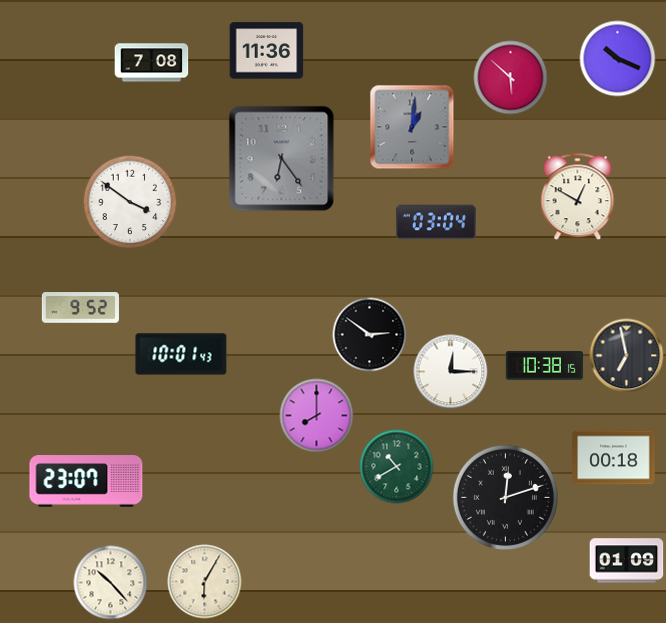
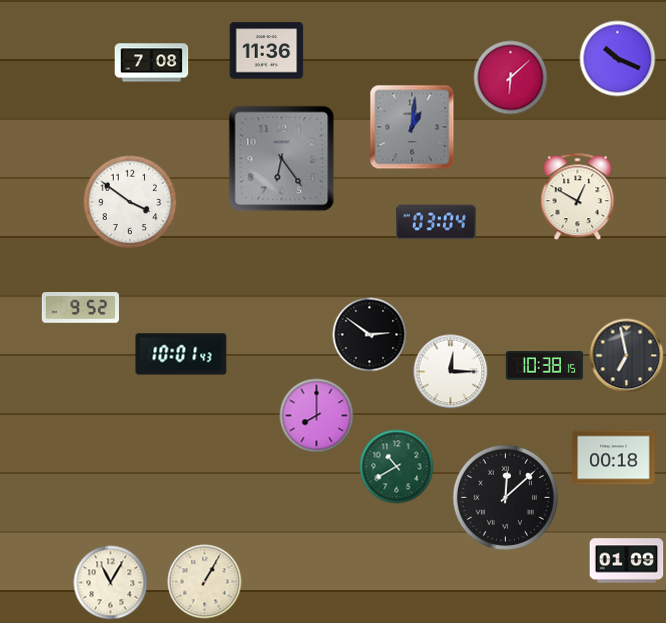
clock at (511, 78): 5:52 -> 6:08
clock at (86, 481): 23:07 -> none
clock at (505, 497): 12:12 -> 12:08
clock at (205, 582): 6:05 -> 1:05
clock at (111, 583): 10:23 -> 11:05
